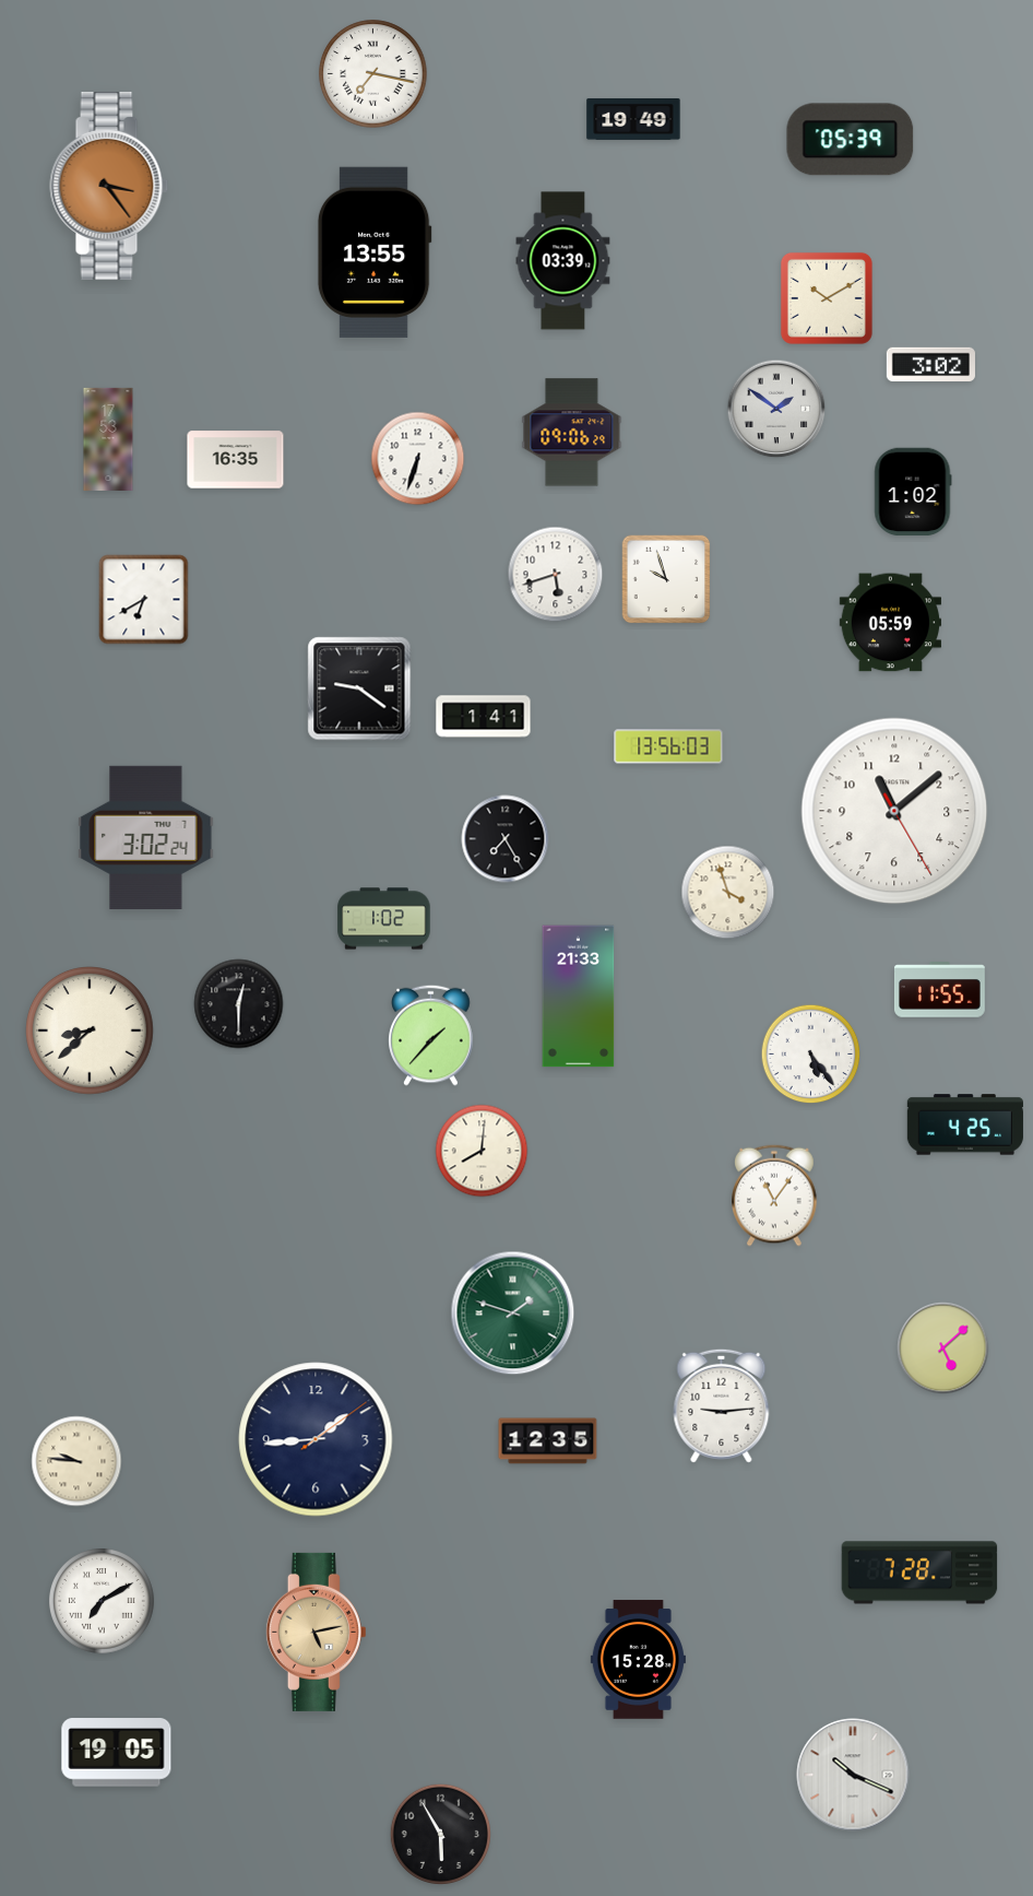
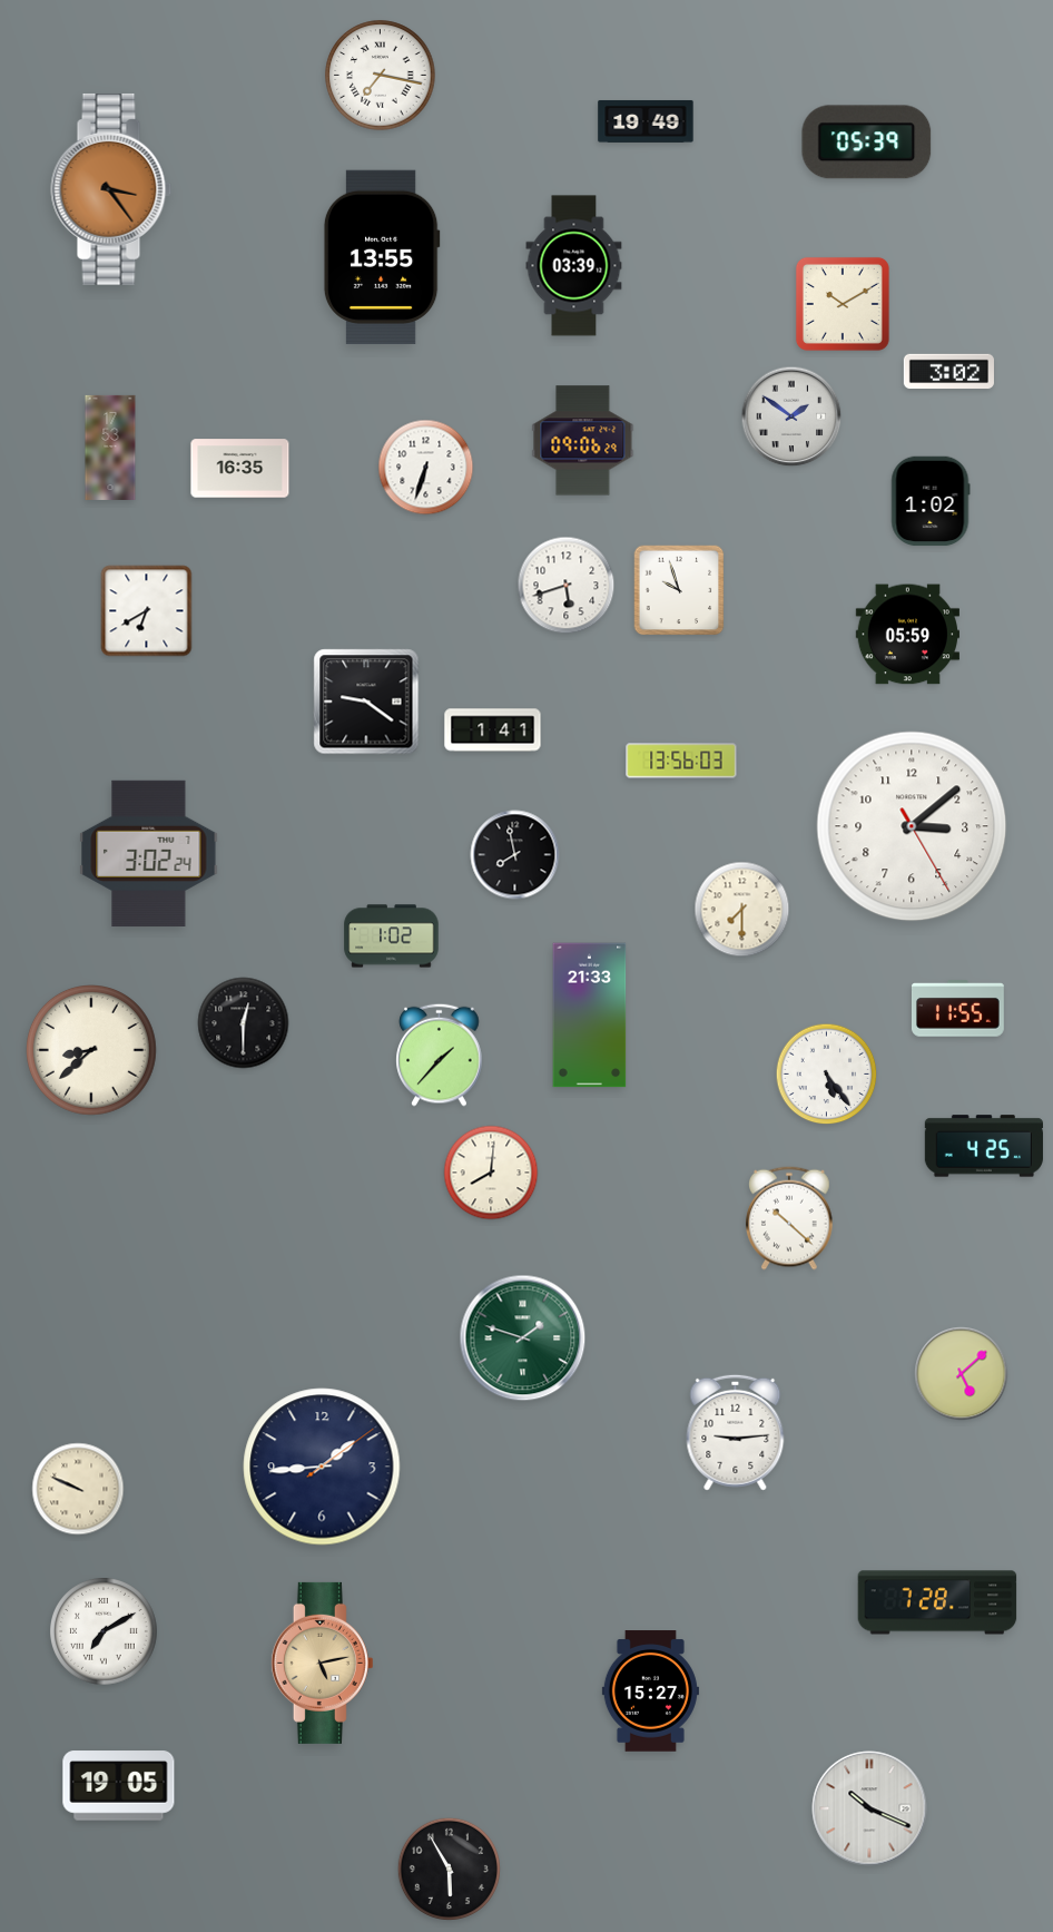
clock at (894, 811): 11:08 -> 3:08
clock at (506, 839): 7:25 -> 7:58
clock at (728, 893): 3:57 -> 7:30
clock at (775, 1196): 11:06 -> 10:22
clock at (548, 1441): 12:35 -> none
clock at (76, 1461): 9:46 -> 9:49
clock at (638, 1660): 15:28 -> 15:27
